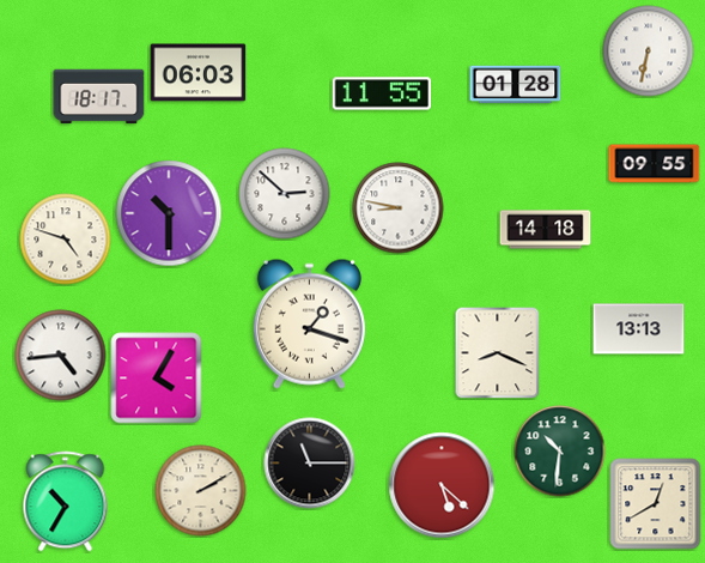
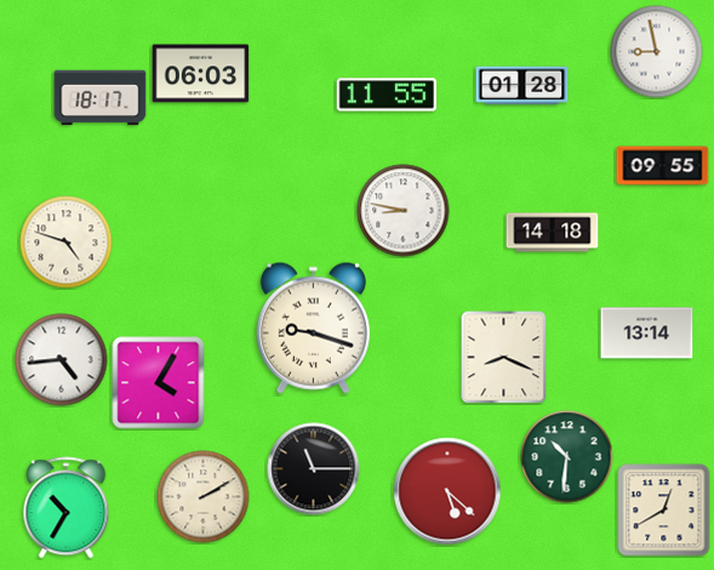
clock at (649, 52): 6:32 -> 8:58
clock at (285, 194): 2:52 -> none
clock at (169, 213): 10:30 -> none
clock at (309, 323): 1:18 -> 9:18
clock at (639, 329): 13:13 -> 13:14
